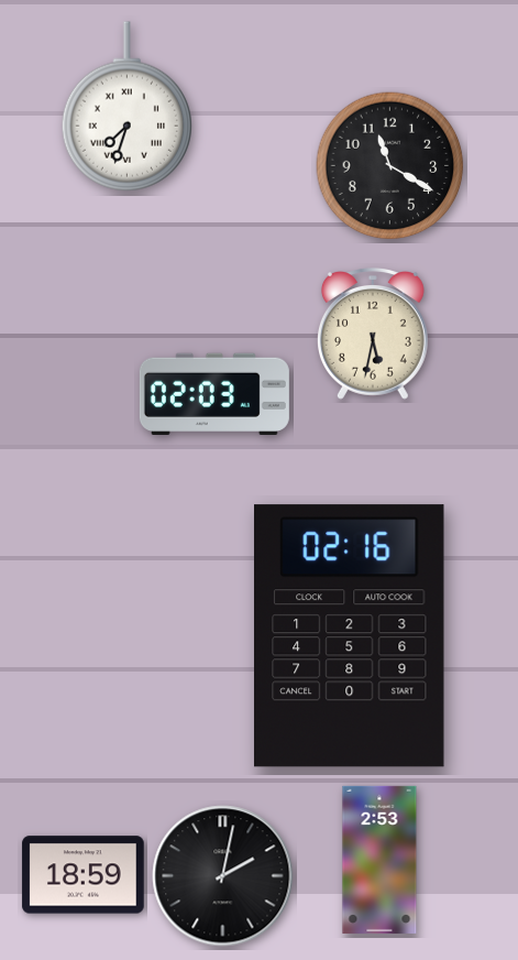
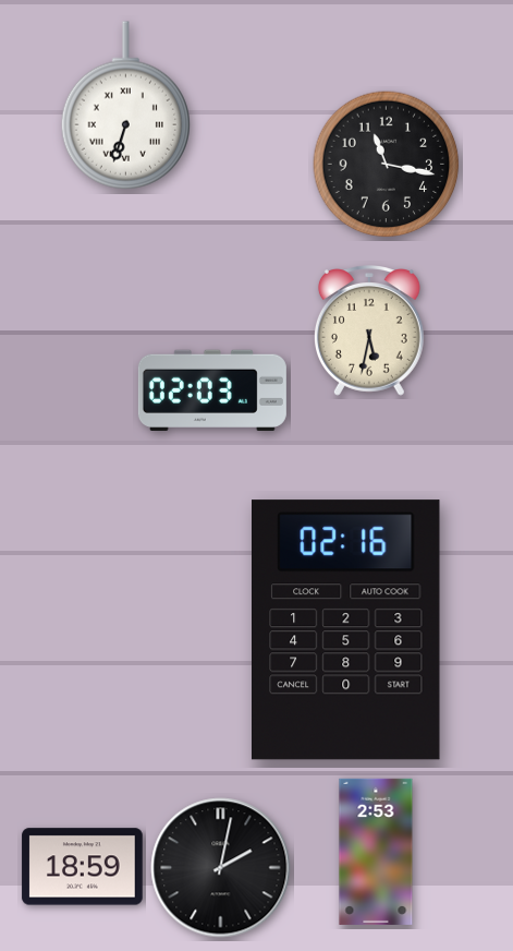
clock at (126, 107): 7:33 -> 6:33
clock at (390, 166): 11:20 -> 11:17
